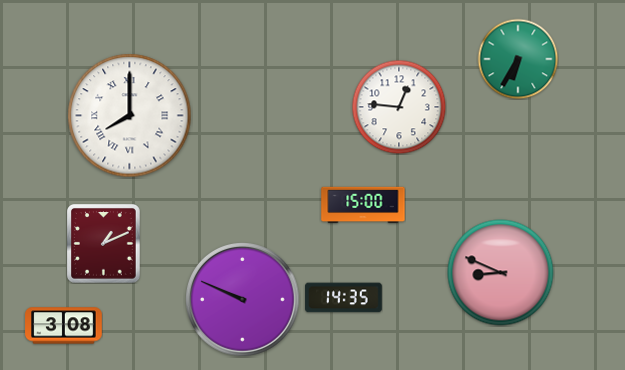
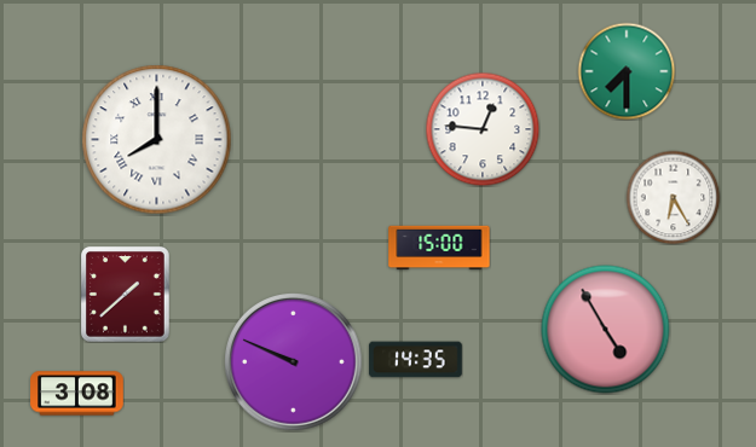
clock at (518, 59): 6:35 -> 7:30
clock at (673, 197): none -> 6:25
clock at (104, 244): 1:11 -> 1:38
clock at (501, 273): 8:49 -> 4:55
